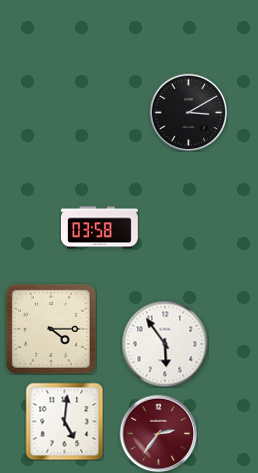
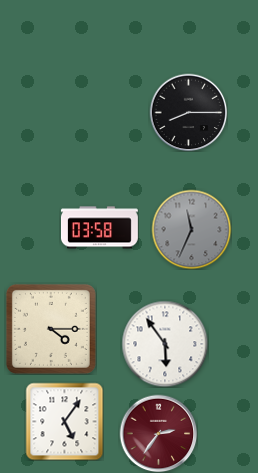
clock at (188, 112): 3:10 -> 8:15
clock at (191, 229): none -> 11:34
clock at (64, 421): 5:01 -> 5:06
